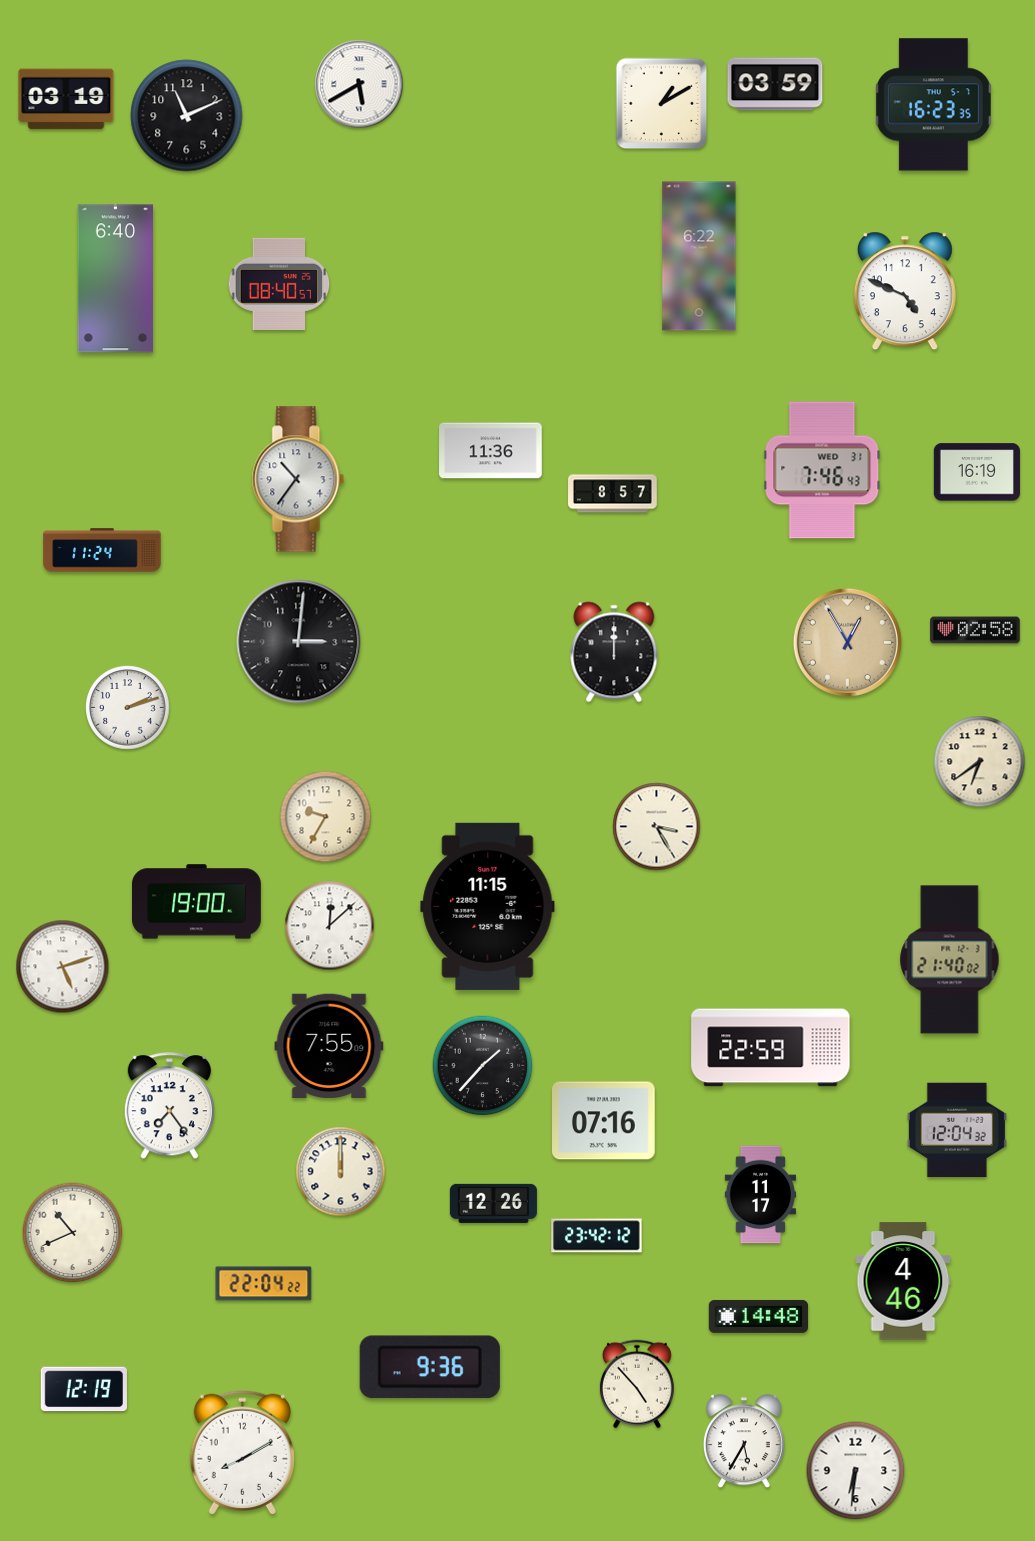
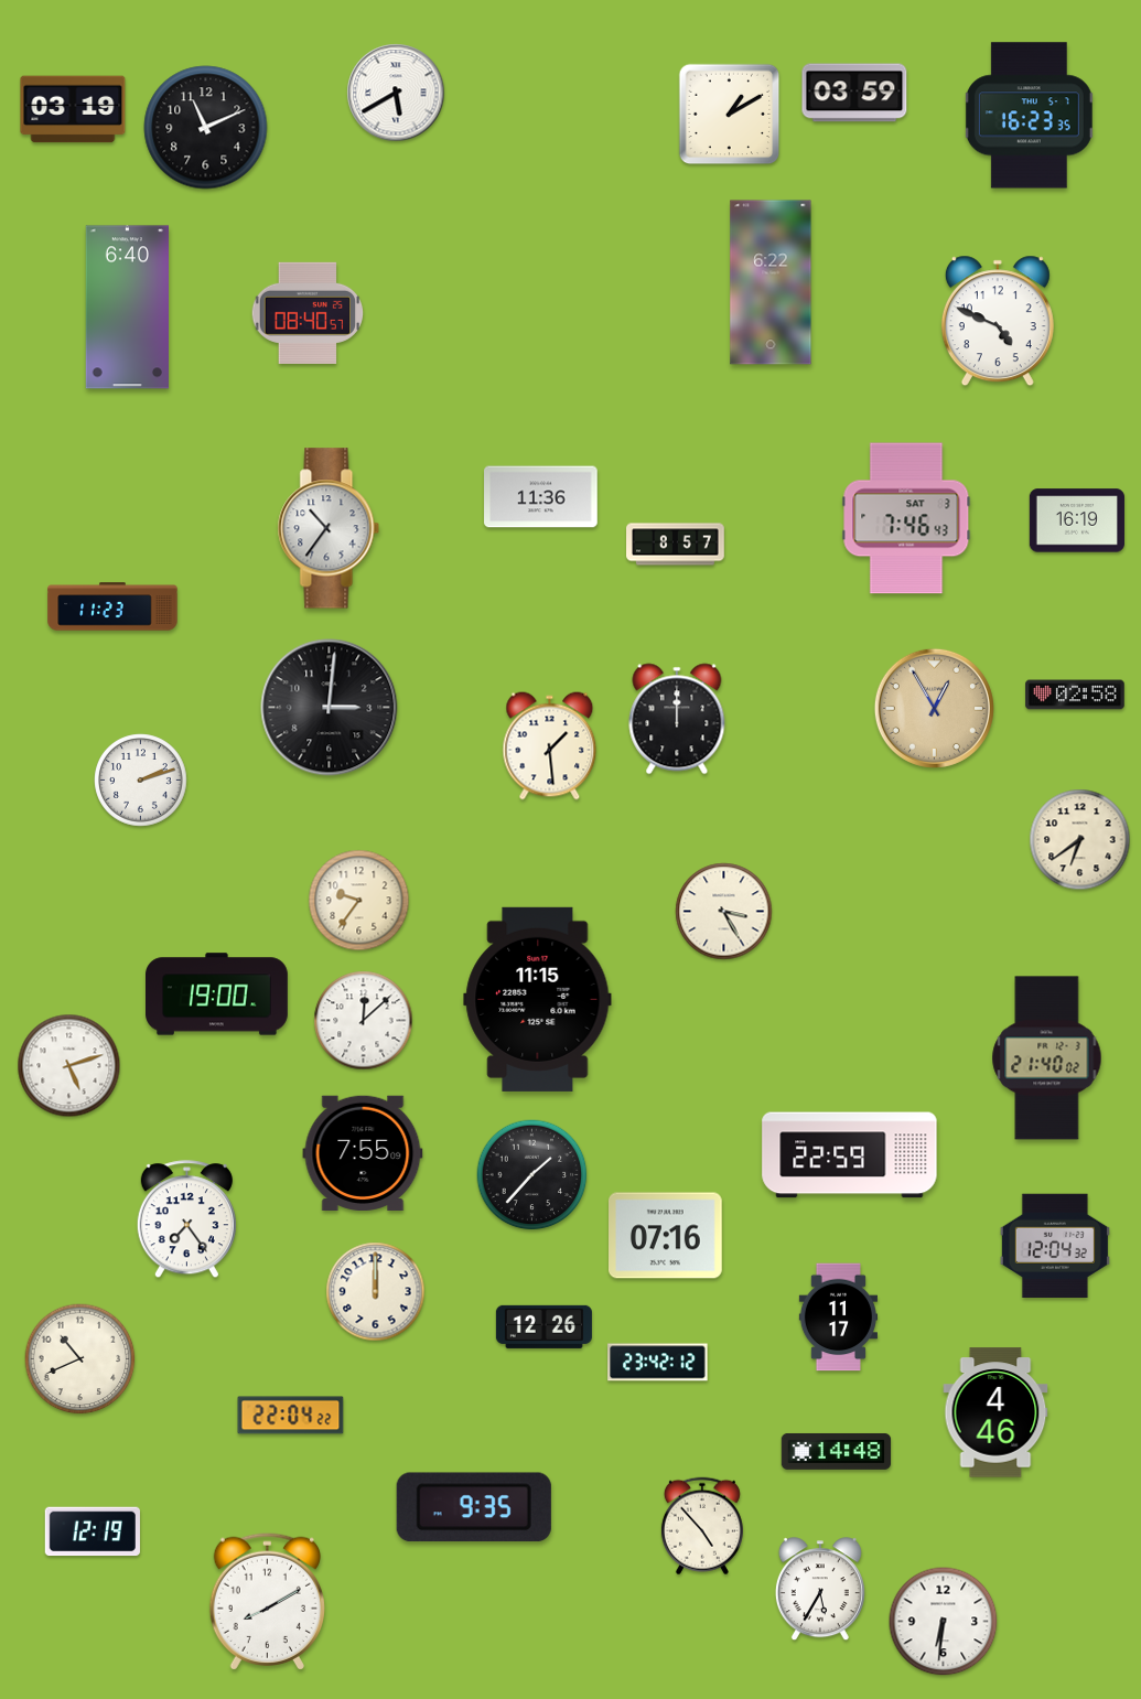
clock at (822, 470) date: WED 31 -> SAT 3
clock at (102, 550): 11:24 -> 11:23
clock at (550, 746): none -> 1:29
clock at (326, 817): 9:35 -> 9:36
clock at (430, 1367): 9:36 -> 9:35
